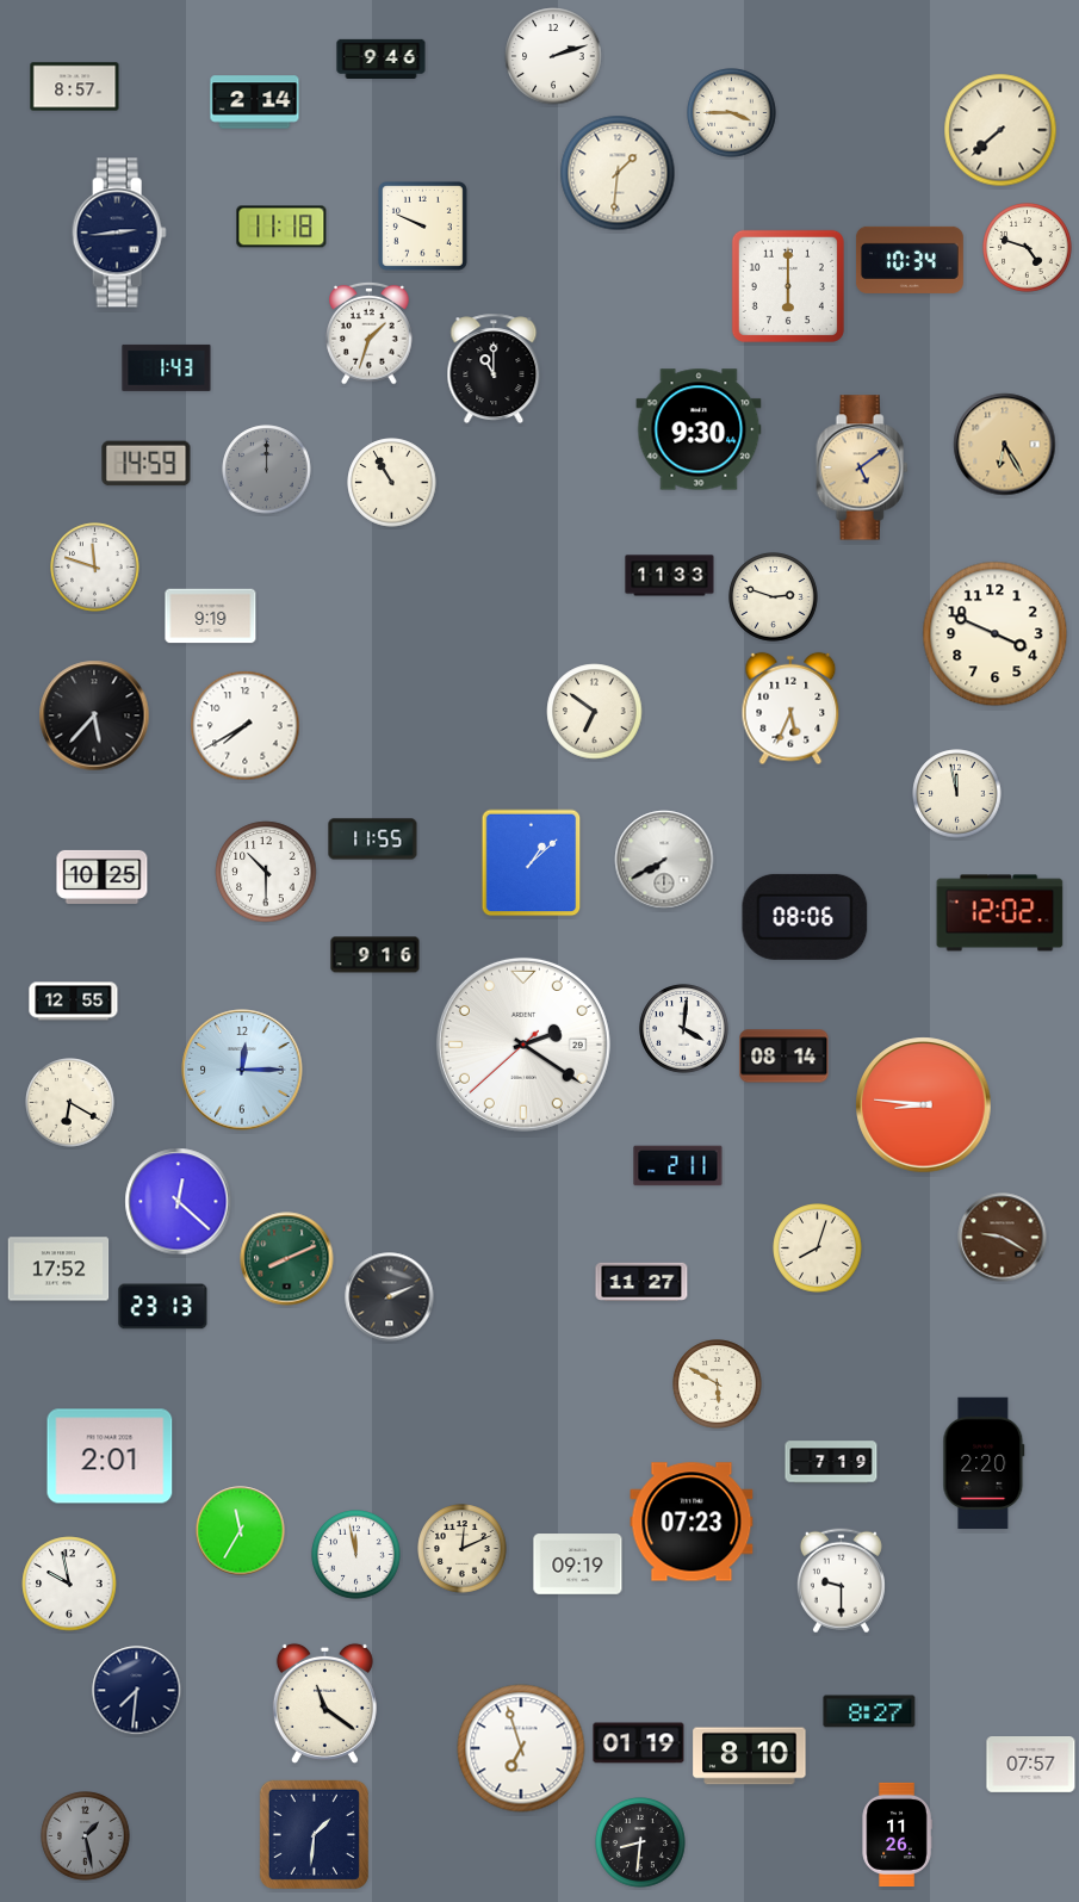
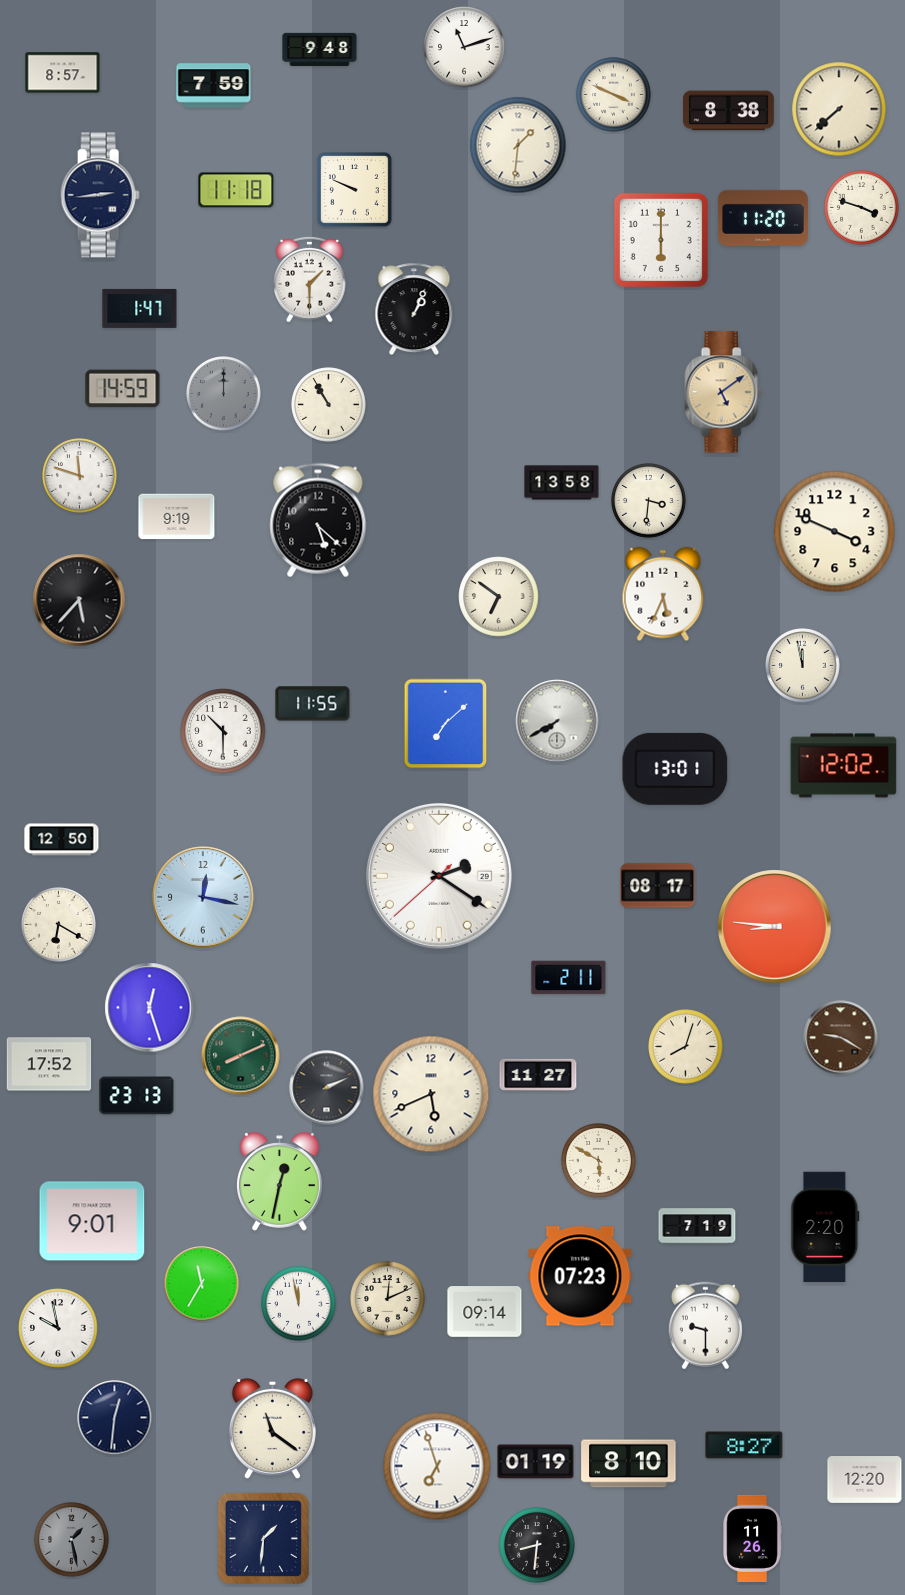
clock at (553, 56): 2:12 -> 11:12
clock at (382, 58): 9:46 -> 9:48
clock at (255, 103): 2:14 -> 7:59
clock at (732, 113): 3:45 -> 3:49
clock at (729, 111): none -> 8:38
clock at (1028, 248): 4:48 -> 3:48
clock at (910, 260): 10:34 -> 11:20
clock at (370, 333): 1:33 -> 1:30
clock at (167, 367): 1:43 -> 1:47
clock at (494, 368): 11:00 -> 1:04
clock at (699, 429): 9:30 -> none
clock at (1005, 445): 6:25 -> none
clock at (670, 576): 11:33 -> 13:58
clock at (774, 597): 2:48 -> 3:31
clock at (318, 520): none -> 5:22
clock at (246, 726): 7:40 -> none
clock at (532, 863): 1:08 -> 7:08
clock at (103, 876): 10:25 -> none
clock at (1000, 913) position: (1000, 913) -> (844, 766)
clock at (805, 917): 08:06 -> 13:01
clock at (376, 955): 9:16 -> none
clock at (74, 1002): 12:55 -> 12:50
clock at (684, 1029): 4:01 -> none
clock at (785, 1057): 08:14 -> 08:17
clock at (242, 1070): 12:15 -> 12:17
clock at (179, 1202): 12:22 -> 12:27
clock at (431, 1094): none -> 5:41
clock at (718, 1384) position: (718, 1384) -> (599, 1161)
clock at (280, 1182): none -> 12:32
clock at (110, 1456): 2:01 -> 9:01
clock at (578, 1565): 09:19 -> 09:14
clock at (137, 1691): 7:31 -> 12:31
clock at (869, 1711) position: (869, 1711) -> (744, 1445)
clock at (750, 1757) position: (750, 1757) -> (629, 1464)
clock at (1031, 1765): 07:57 -> 12:20
